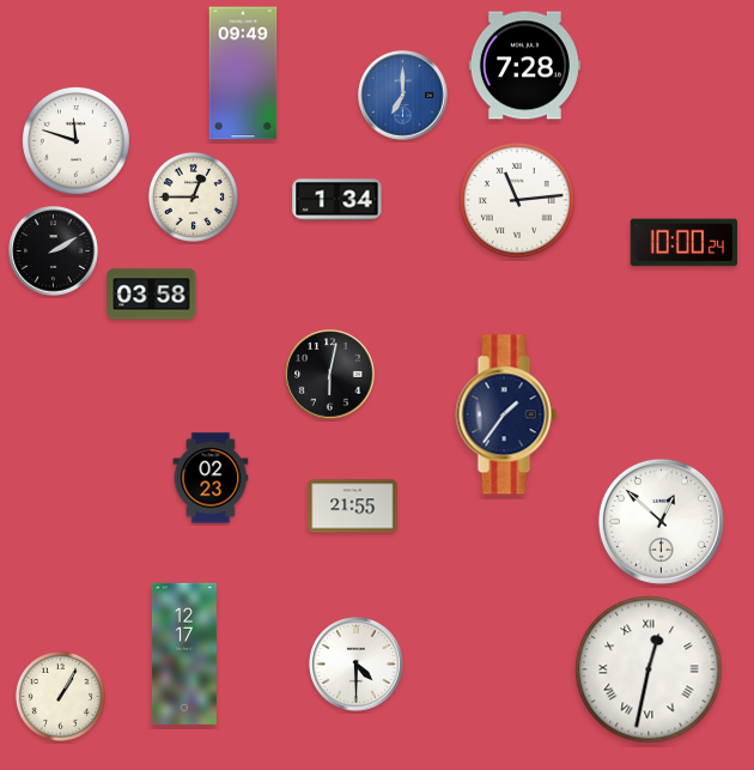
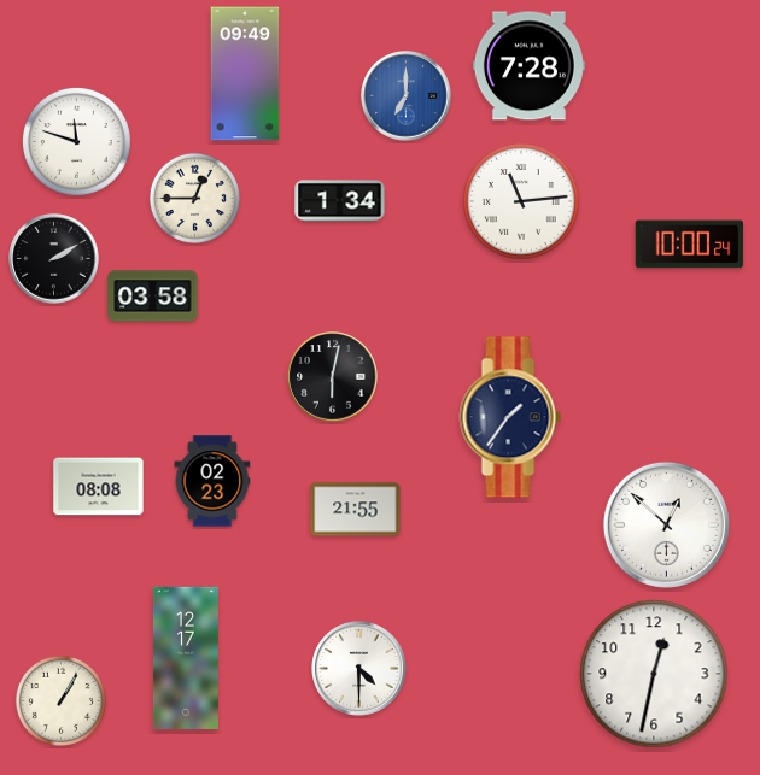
clock at (54, 251) position: (54, 251) -> (54, 259)
clock at (99, 487): none -> 08:08
clock at (649, 669) numerals: Roman -> Arabic
